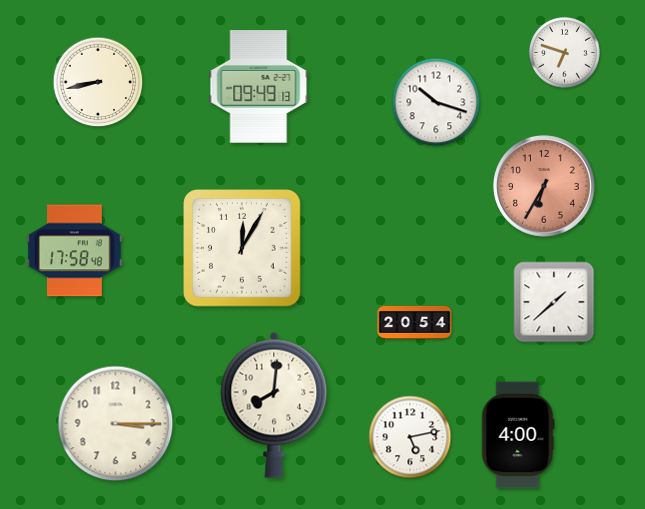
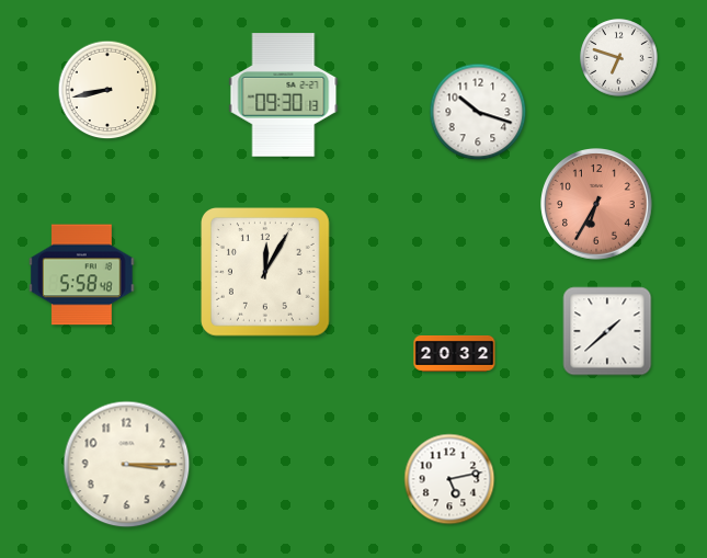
clock at (259, 87): 09:49 -> 09:30
clock at (74, 251): 17:58 -> 5:58
clock at (415, 322): 20:54 -> 20:32
clock at (274, 405): 8:01 -> none
clock at (518, 435): 4:00 -> none
